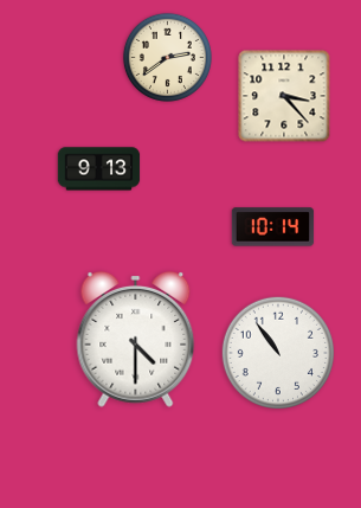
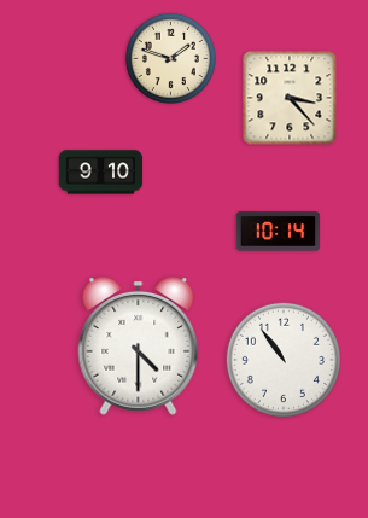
clock at (167, 57): 2:39 -> 1:48
clock at (99, 169): 9:13 -> 9:10
